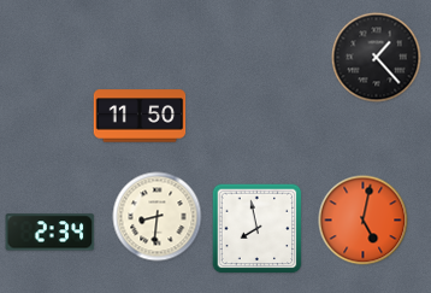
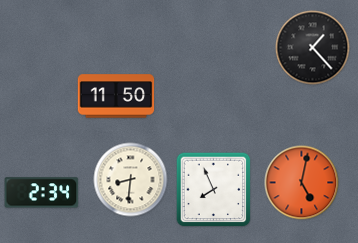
clock at (258, 229): 7:58 -> 7:56
